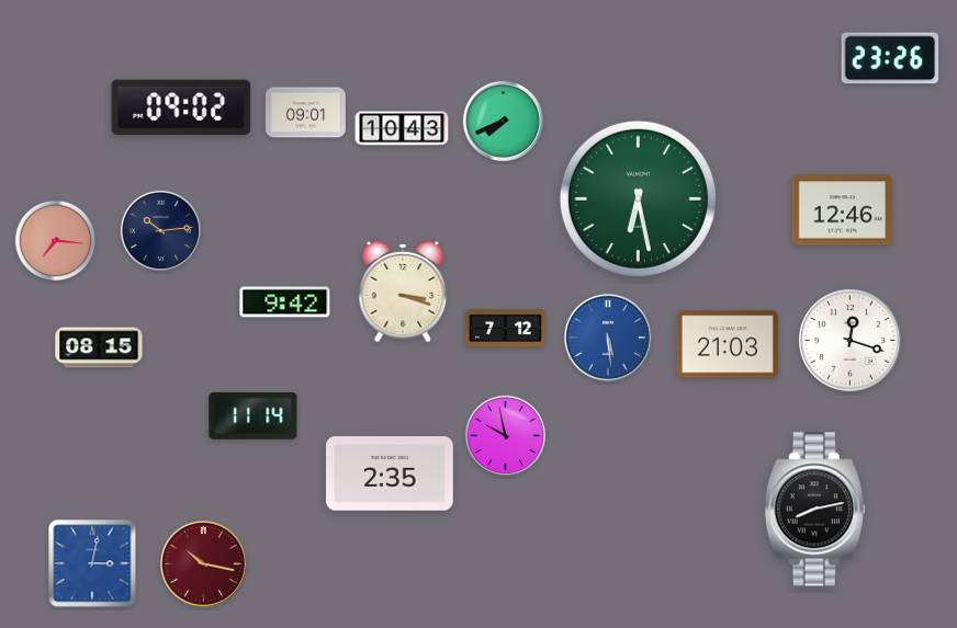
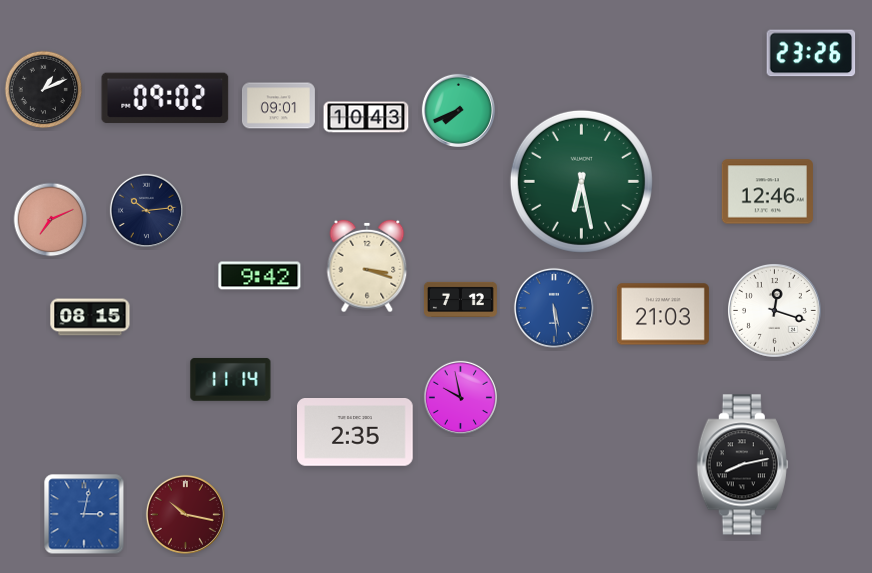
clock at (44, 90): none -> 1:11
clock at (305, 113) position: (305, 113) -> (278, 106)
clock at (56, 241): 7:16 -> 7:11
